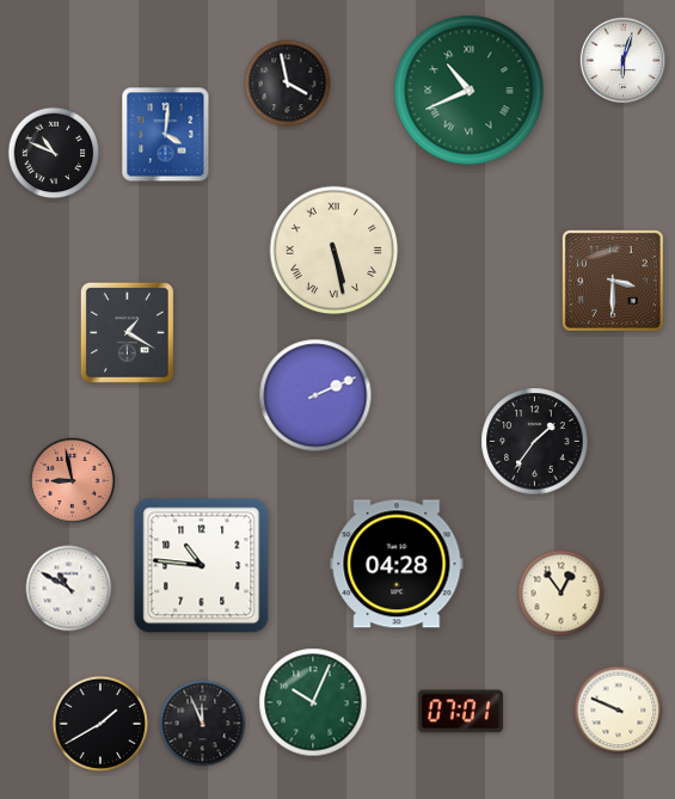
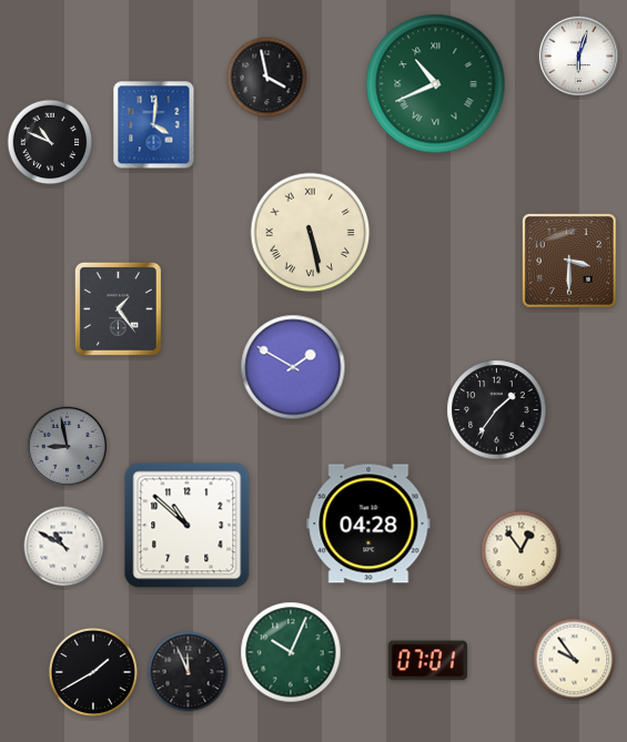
clock at (127, 332): 1:20 -> 1:24
clock at (315, 395): 2:11 -> 1:50
clock at (73, 481) dial: salmon -> grey
clock at (202, 566): 10:46 -> 10:52
clock at (619, 711): 9:49 -> 9:54
